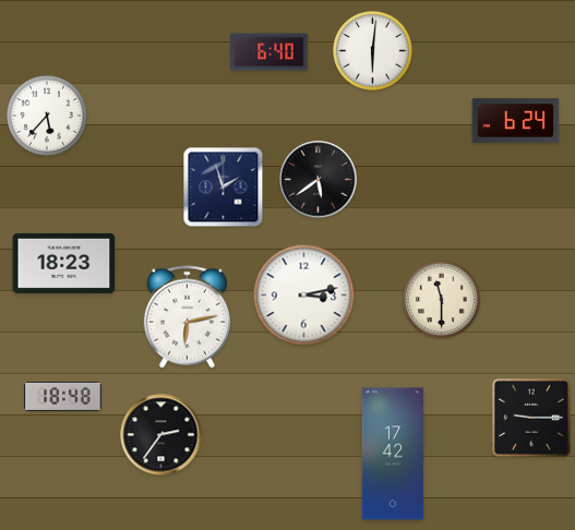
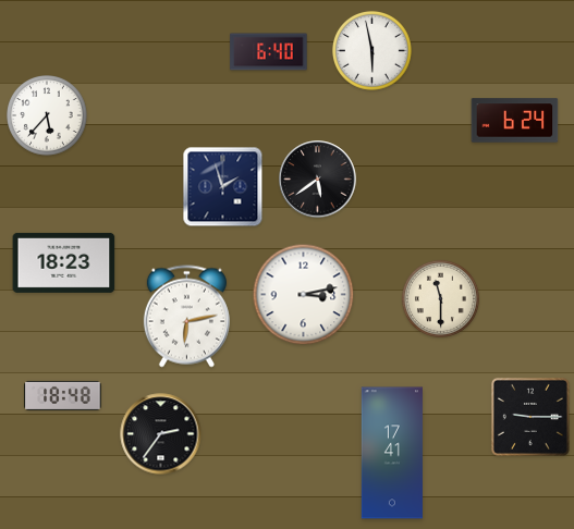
clock at (372, 50): 6:01 -> 5:58
clock at (393, 454): 17:42 -> 17:41
